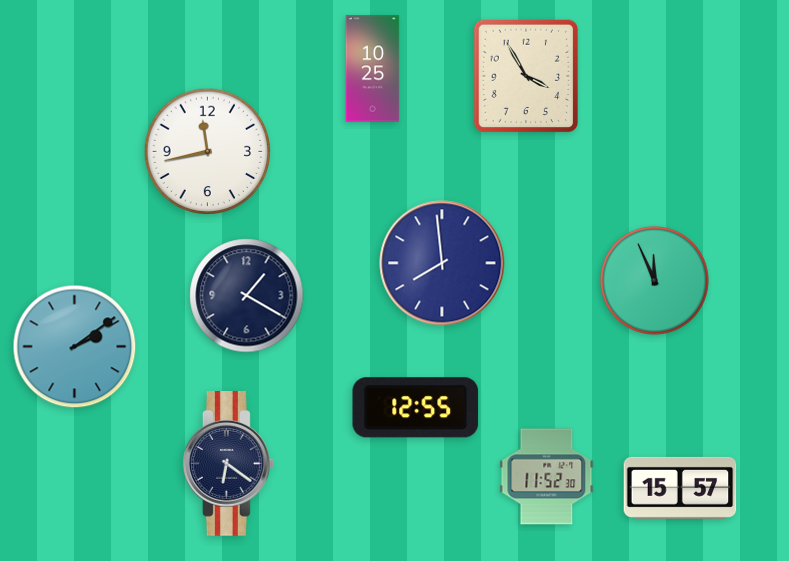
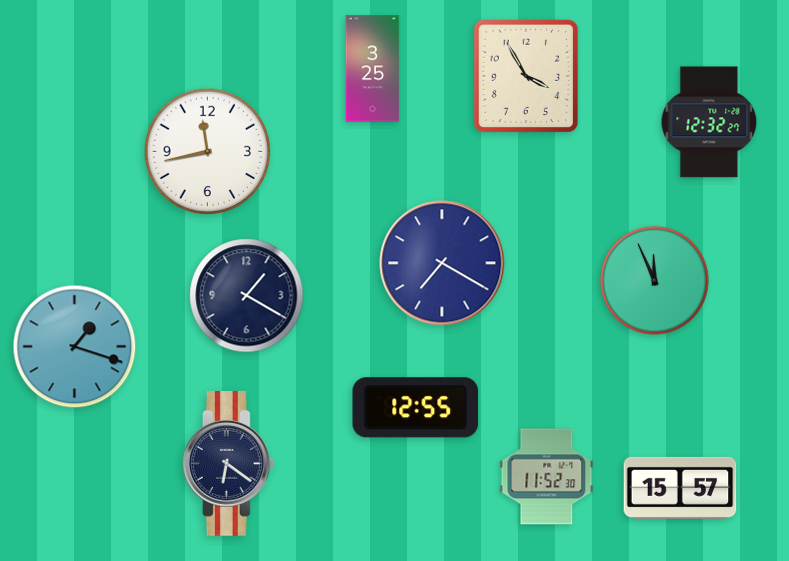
clock at (373, 69): 10:25 -> 3:25
clock at (709, 122): none -> 12:32
clock at (442, 263): 7:59 -> 7:20
clock at (75, 347): 2:09 -> 1:18
